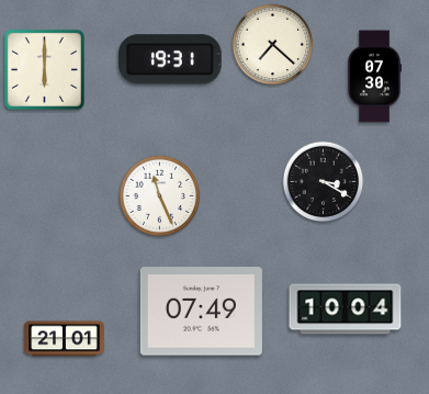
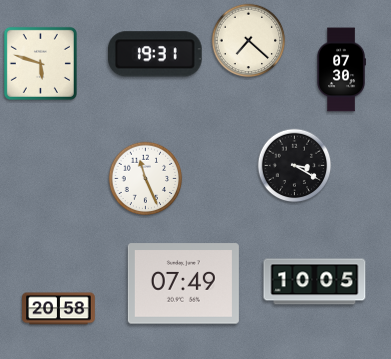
clock at (44, 69): 6:00 -> 5:48
clock at (346, 309): 10:04 -> 10:05
clock at (65, 339): 21:01 -> 20:58
